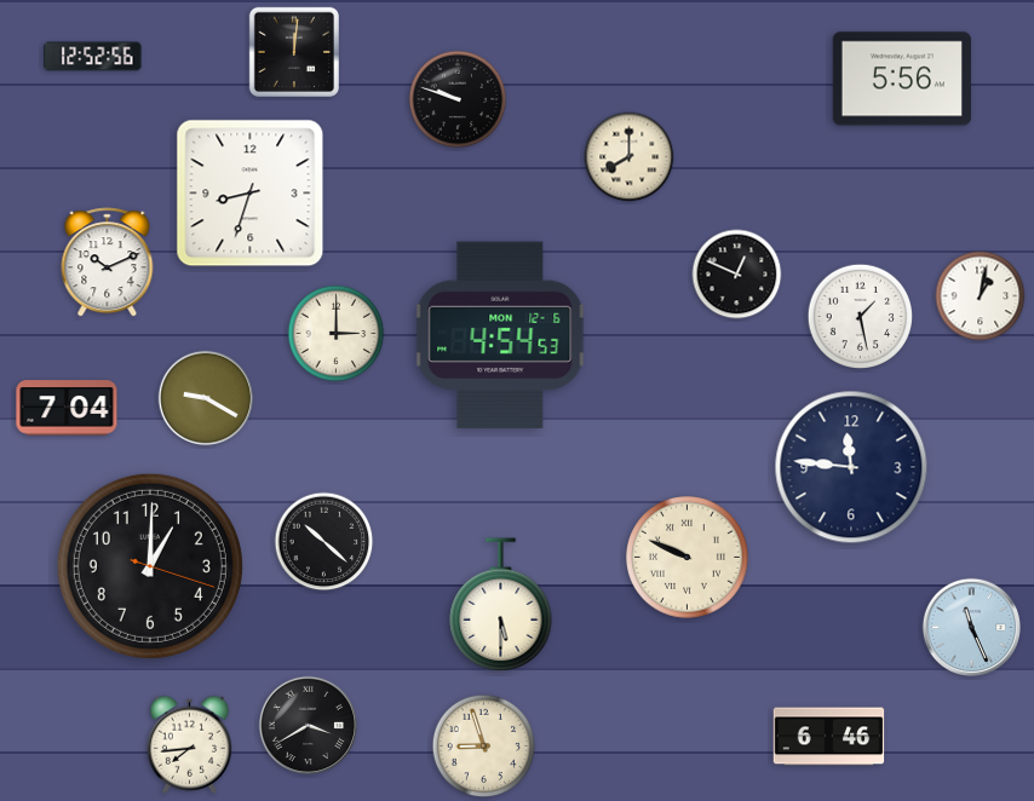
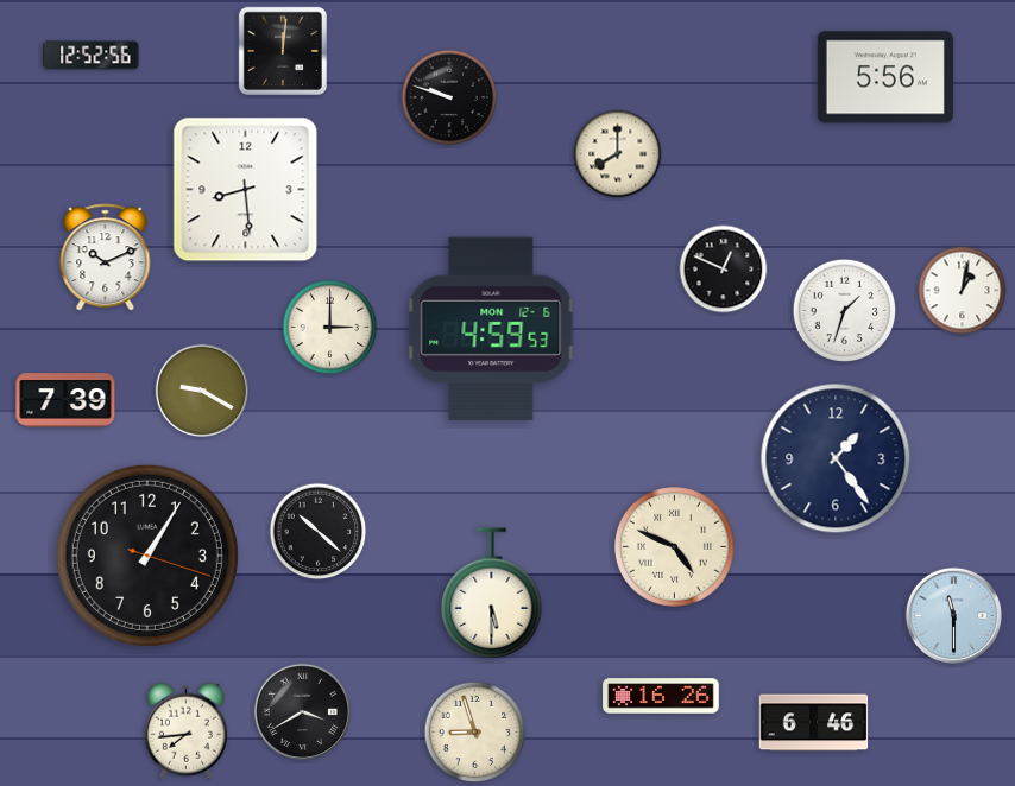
clock at (293, 51) position: (293, 51) -> (282, 50)
clock at (251, 194): 8:33 -> 8:29
clock at (860, 316): 1:28 -> 1:33
clock at (500, 334): 4:54 -> 4:59
clock at (67, 408): 7:04 -> 7:39
clock at (851, 467): 11:46 -> 1:24
clock at (688, 558): 9:49 -> 4:49
clock at (150, 566): 1:00 -> 1:05
clock at (971, 627): 11:26 -> 11:30
clock at (661, 696): none -> 16:26
